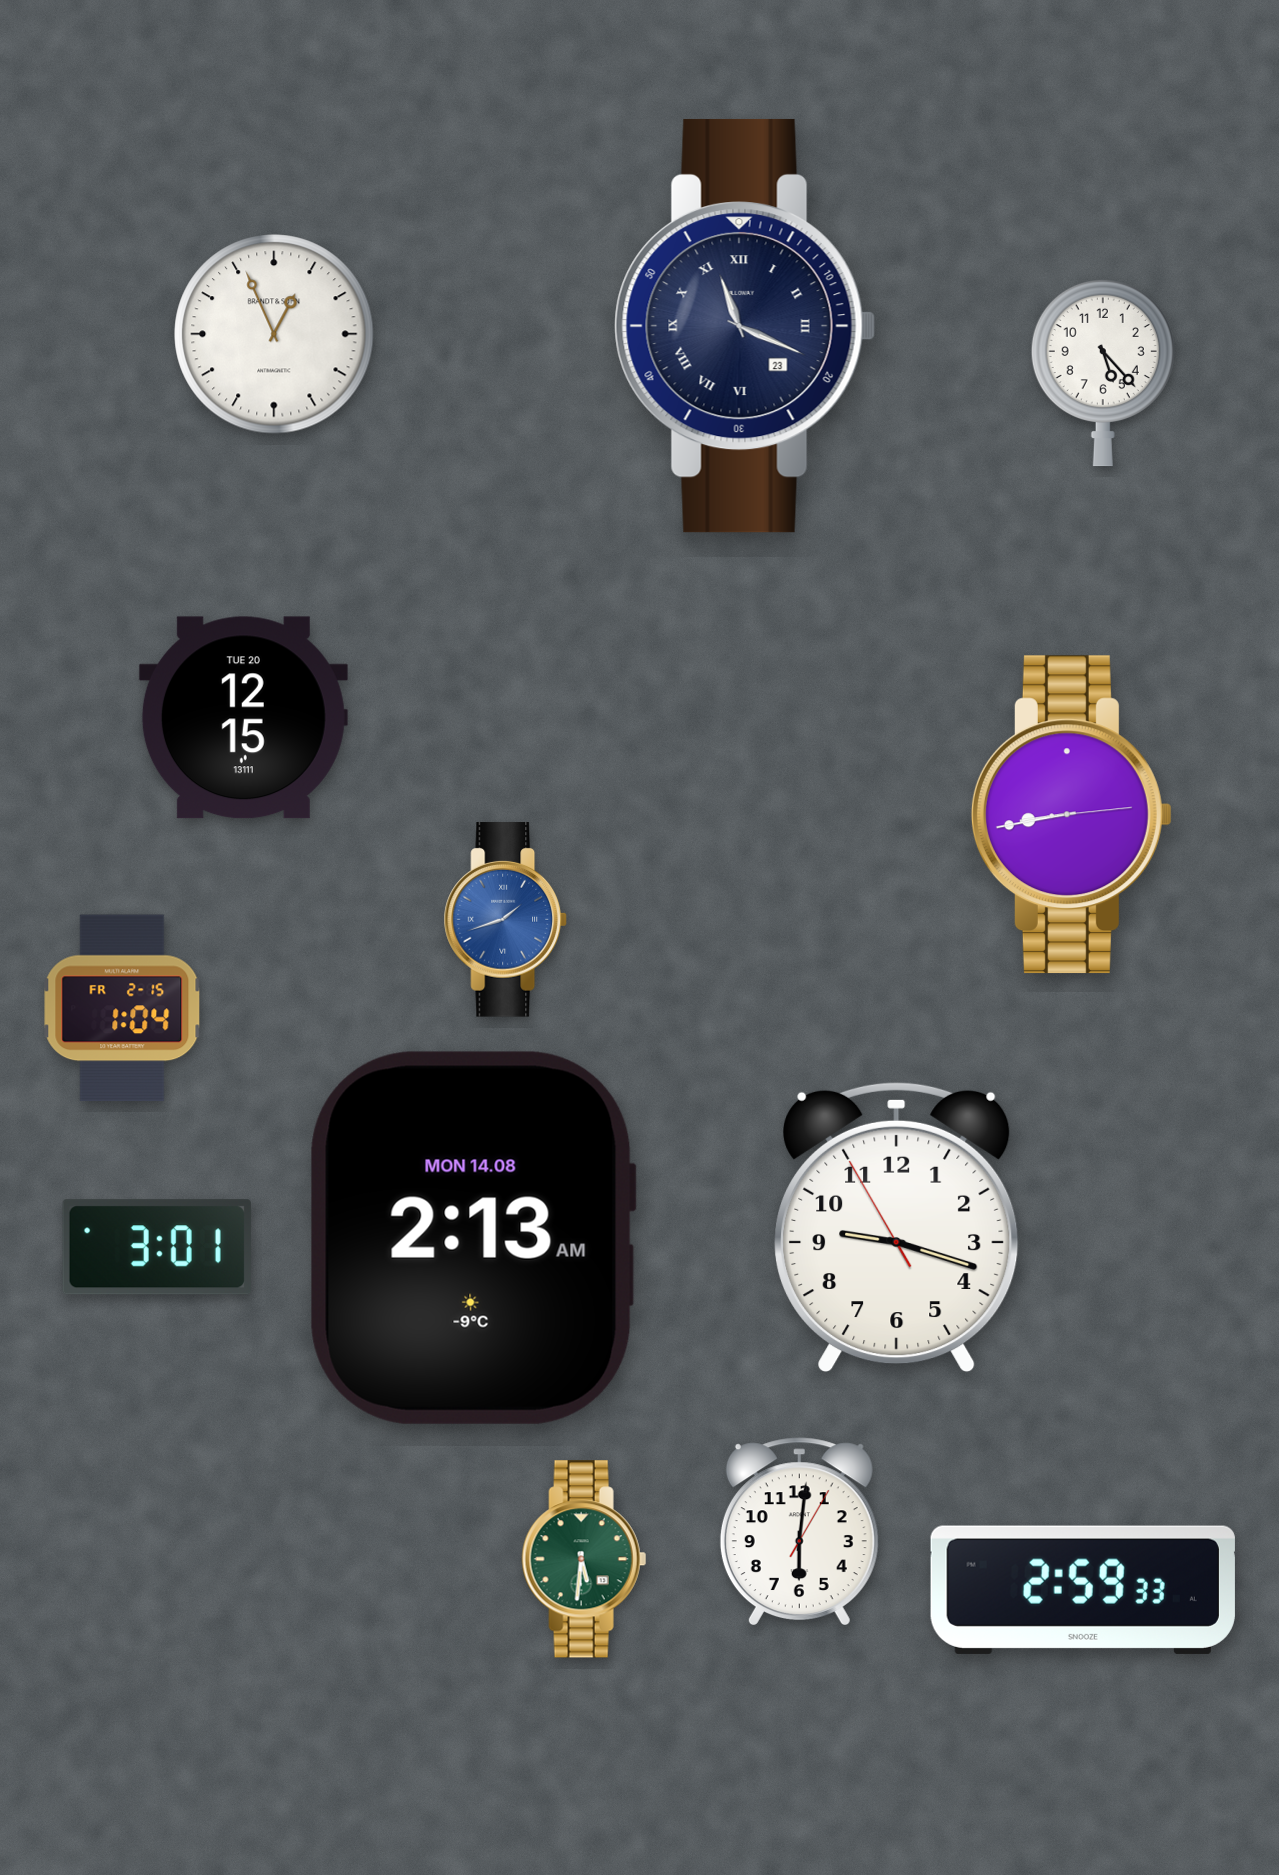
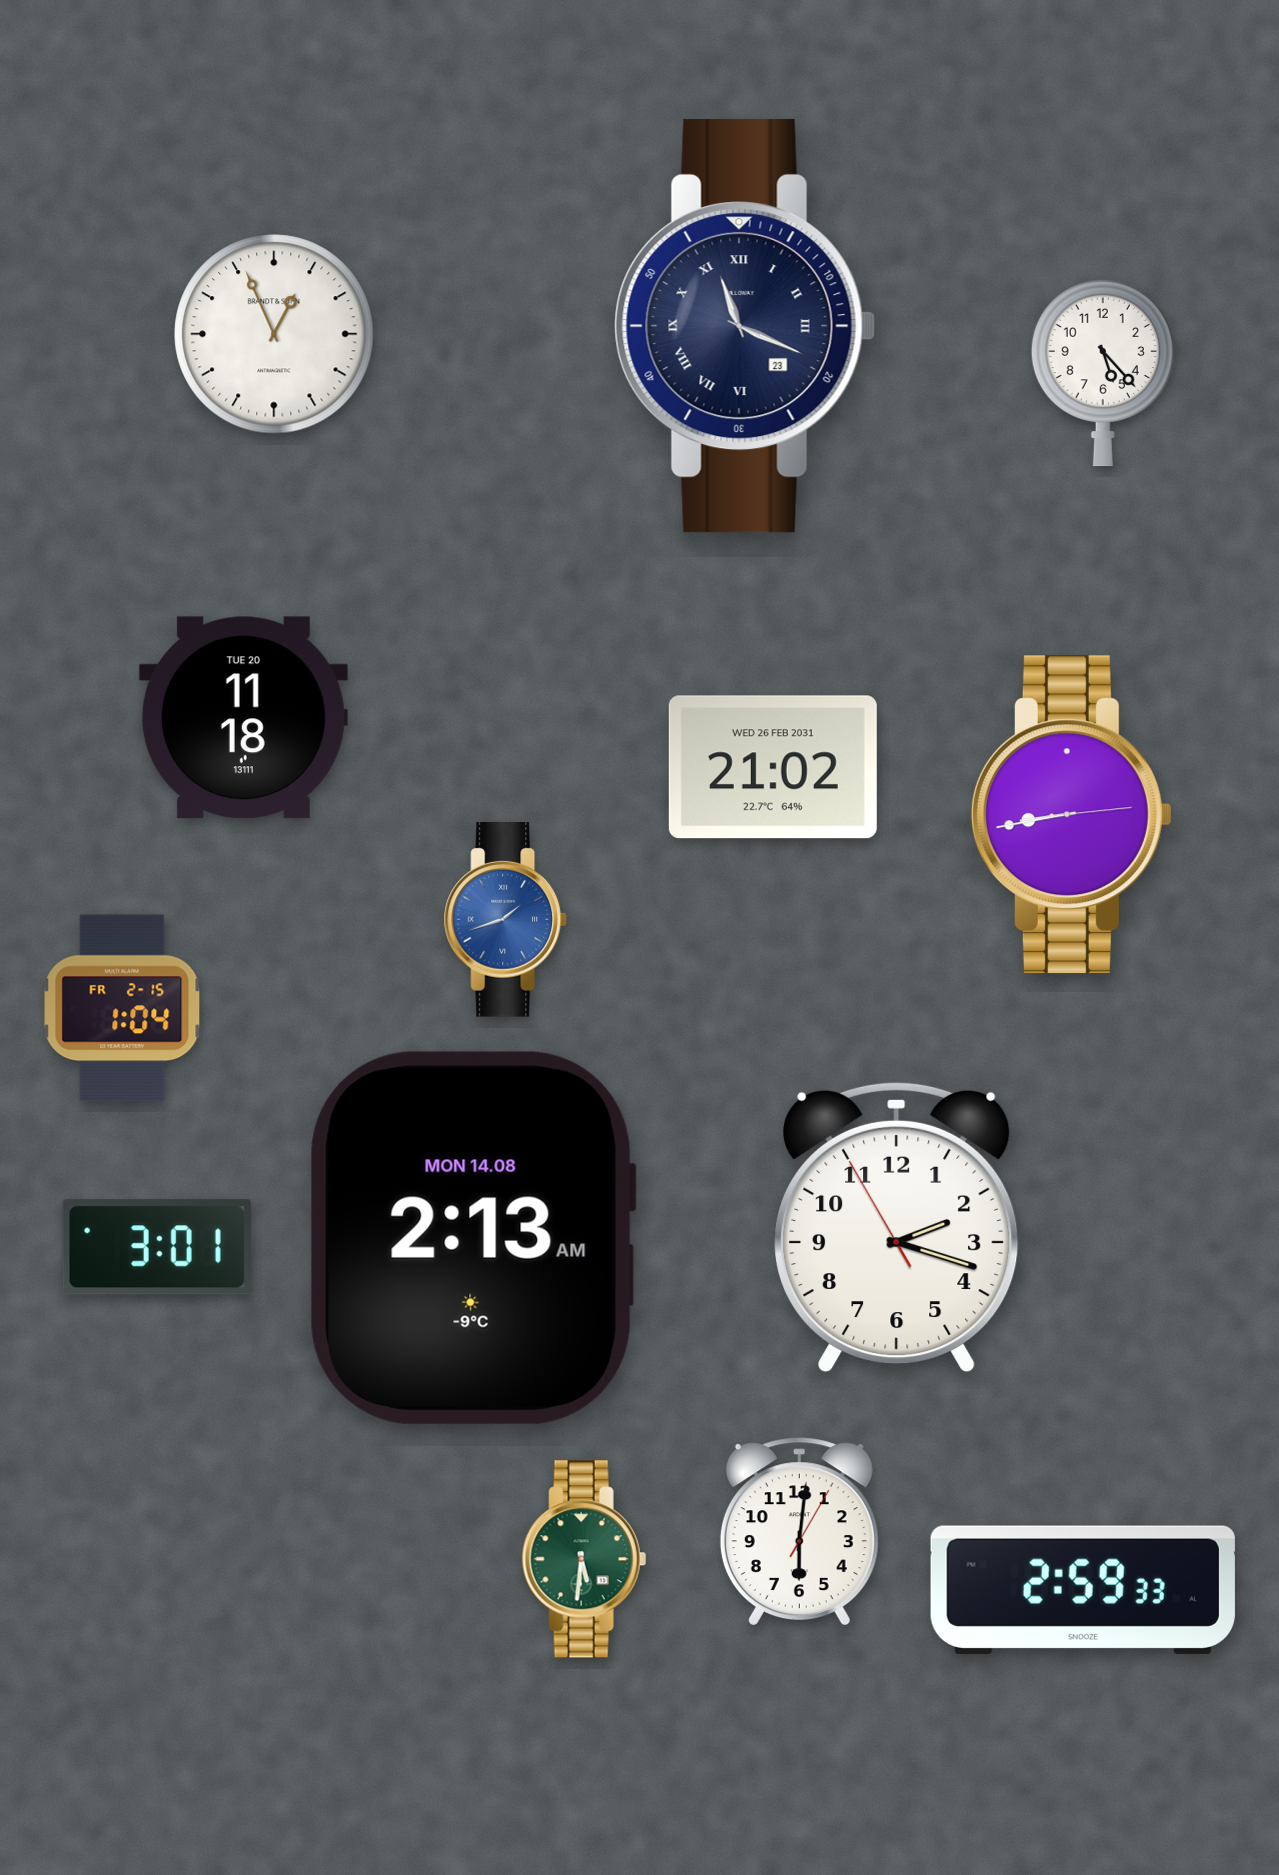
clock at (243, 718): 12:15 -> 11:18
clock at (773, 767): none -> 21:02
clock at (897, 1227): 9:17 -> 2:17
